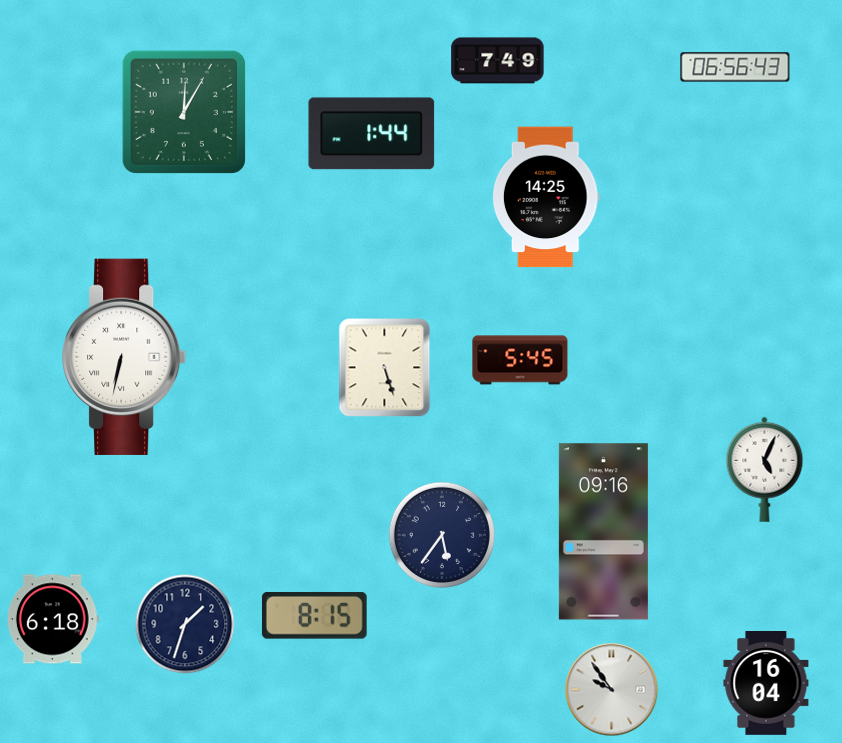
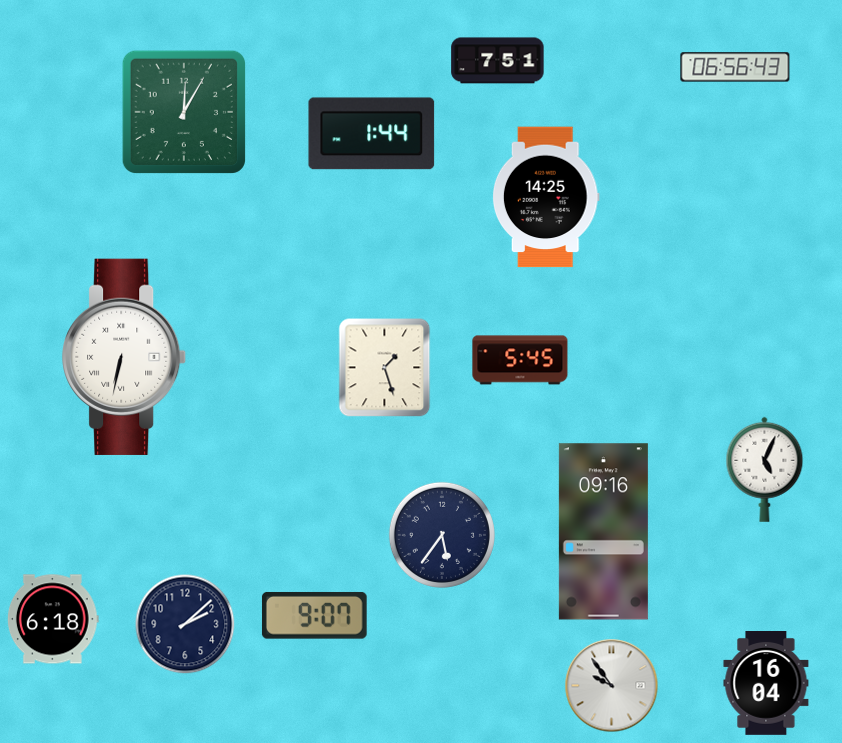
clock at (498, 61): 7:49 -> 7:51
clock at (385, 368): 5:27 -> 1:27
clock at (314, 616): 8:15 -> 9:07
clock at (185, 624): 1:33 -> 2:08
clock at (612, 690) position: (612, 690) -> (612, 686)
